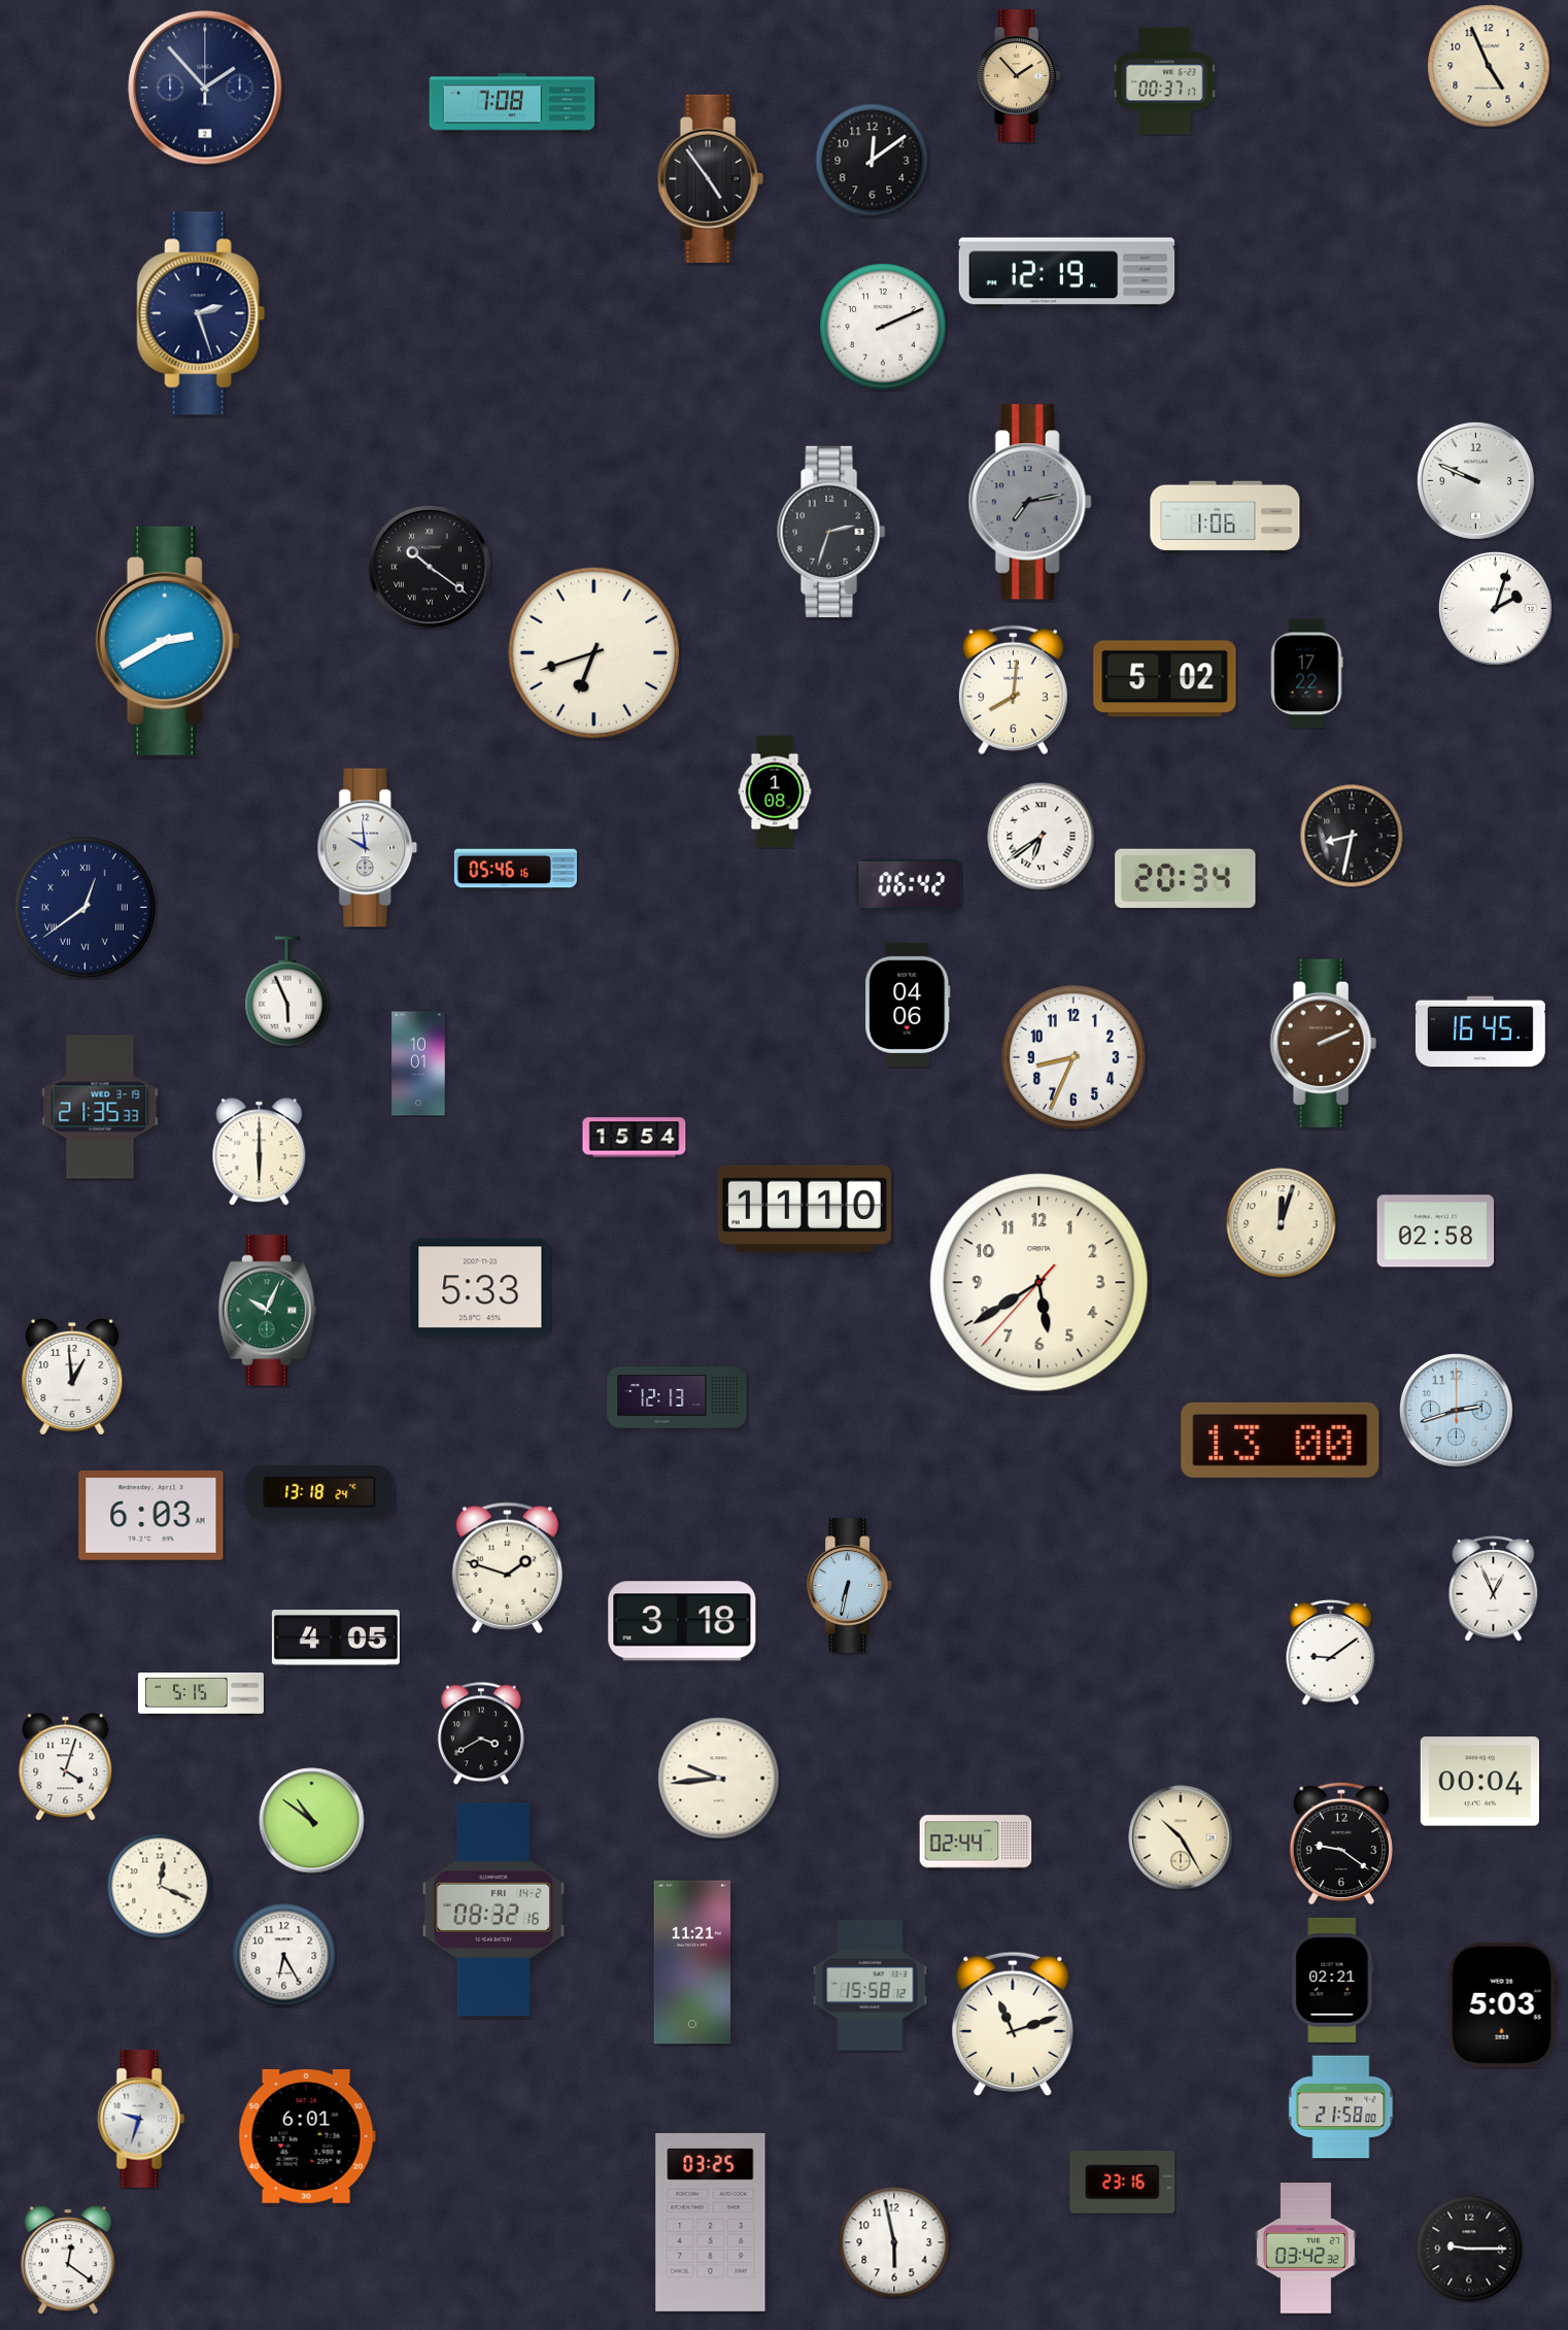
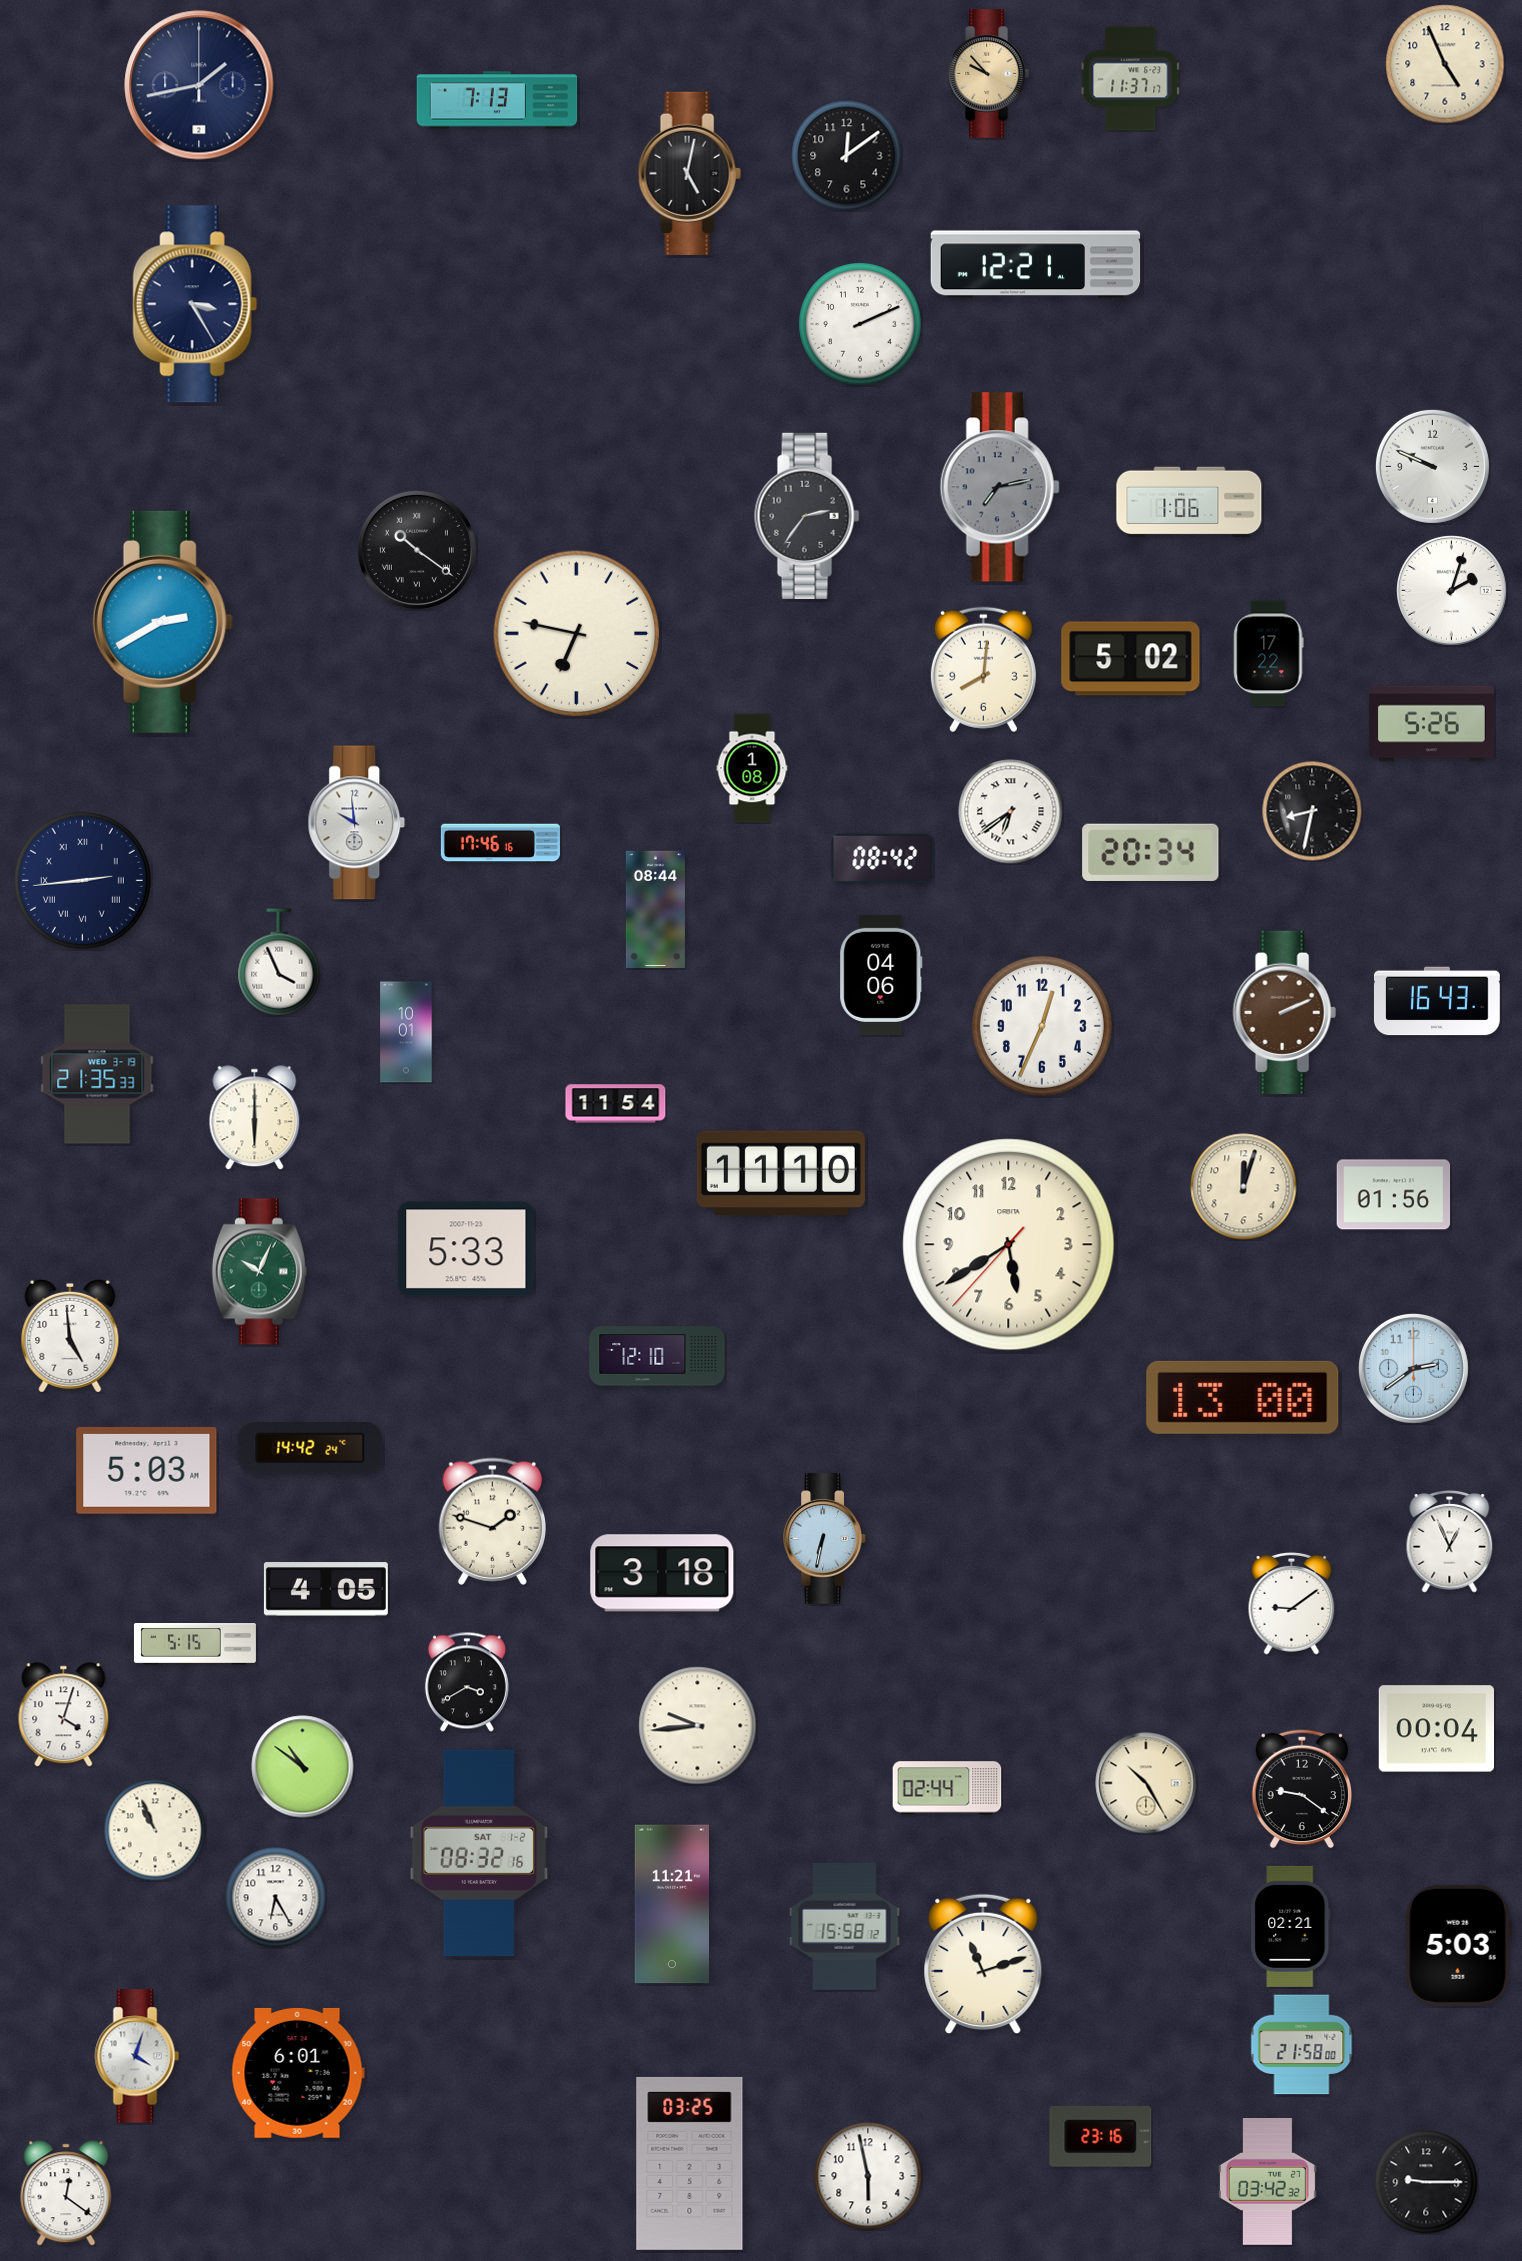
clock at (1018, 76): 1:53 -> 9:53
clock at (1165, 81): 00:37 -> 11:37
clock at (205, 88): 1:53 -> 1:43
clock at (512, 103): 7:08 -> 7:13
clock at (710, 178): 4:54 -> 5:02
clock at (1067, 273): 12:19 -> 12:21
clock at (201, 313): 2:27 -> 3:25
clock at (883, 327) position: (883, 327) -> (860, 324)
clock at (831, 532): 2:33 -> 2:36
clock at (594, 653): 6:42 -> 6:47
clock at (1431, 724): none -> 5:26
clock at (515, 870): 05:46 -> 17:46
clock at (910, 884): 06:42 -> 08:42
clock at (84, 907): 12:39 -> 2:44
clock at (655, 909): none -> 08:44
clock at (287, 991): 5:56 -> 3:56
clock at (1480, 1032): 16:45 -> 16:43
clock at (1073, 1057): 8:34 -> 12:34
clock at (635, 1138): 15:54 -> 11:54
clock at (260, 1152) position: (260, 1152) -> (255, 1118)
clock at (1436, 1231): 02:58 -> 01:56
clock at (72, 1377): 12:59 -> 4:59
clock at (677, 1397): 12:13 -> 12:10
clock at (1457, 1411): 2:42 -> 2:39
clock at (319, 1493): 13:18 -> 14:42
clock at (151, 1515): 6:03 -> 5:03
clock at (160, 1886): 12:19 -> 10:56
clock at (493, 1910) date: FRI 14-2 -> SAT 1-2
clock at (1333, 1980) position: (1333, 1980) -> (1291, 1926)
clock at (141, 2119): 9:33 -> 4:03
clock at (1123, 2182) position: (1123, 2182) -> (1101, 2136)
clock at (711, 2222) position: (711, 2222) -> (690, 2163)
